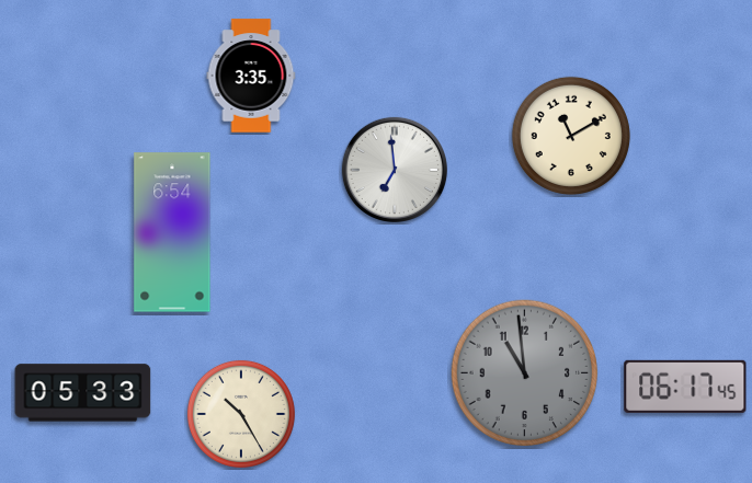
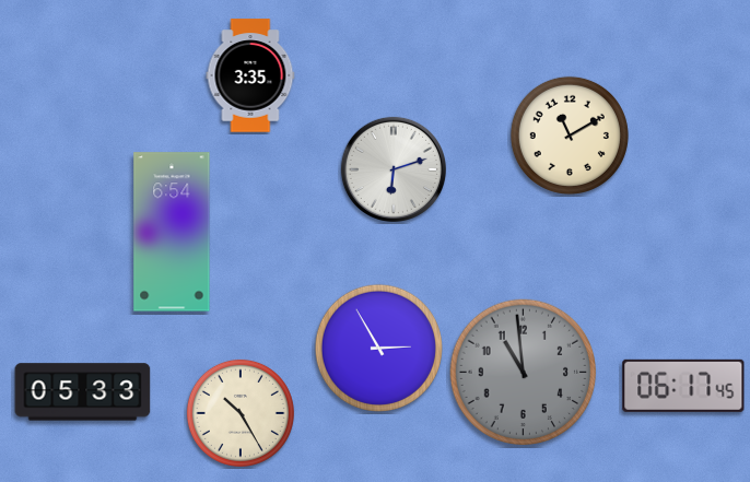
clock at (395, 170): 6:59 -> 6:12
clock at (378, 348): none -> 2:55
